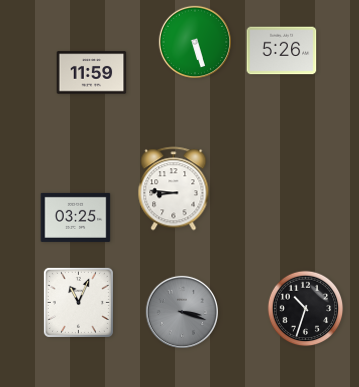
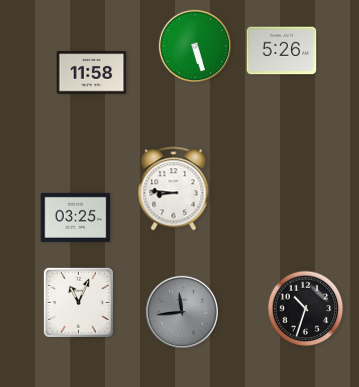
clock at (195, 42) position: (195, 42) -> (195, 46)
clock at (92, 73): 11:59 -> 11:58
clock at (182, 312): 3:18 -> 11:44
